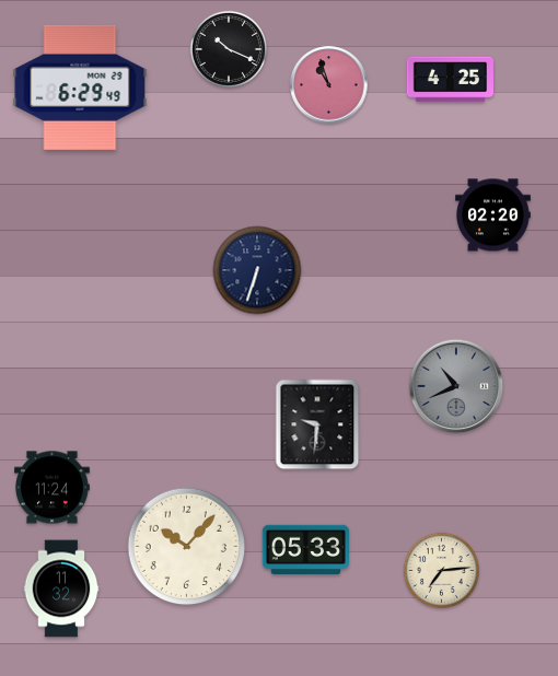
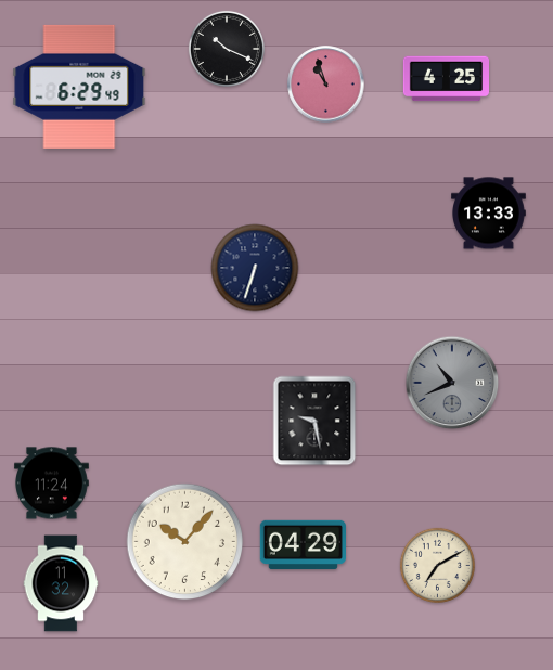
clock at (493, 215): 02:20 -> 13:33
clock at (317, 424): 9:31 -> 9:28
clock at (305, 549): 05:33 -> 04:29
clock at (441, 570): 7:14 -> 7:10
